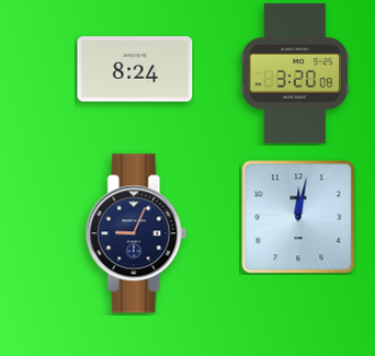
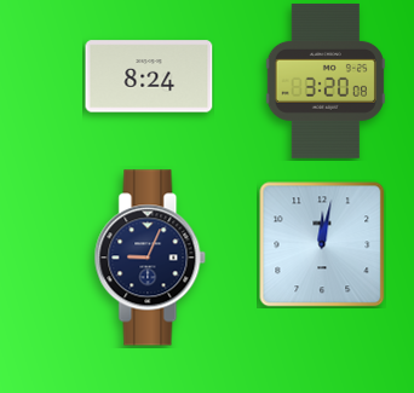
clock at (298, 217) position: (298, 217) -> (322, 244)
